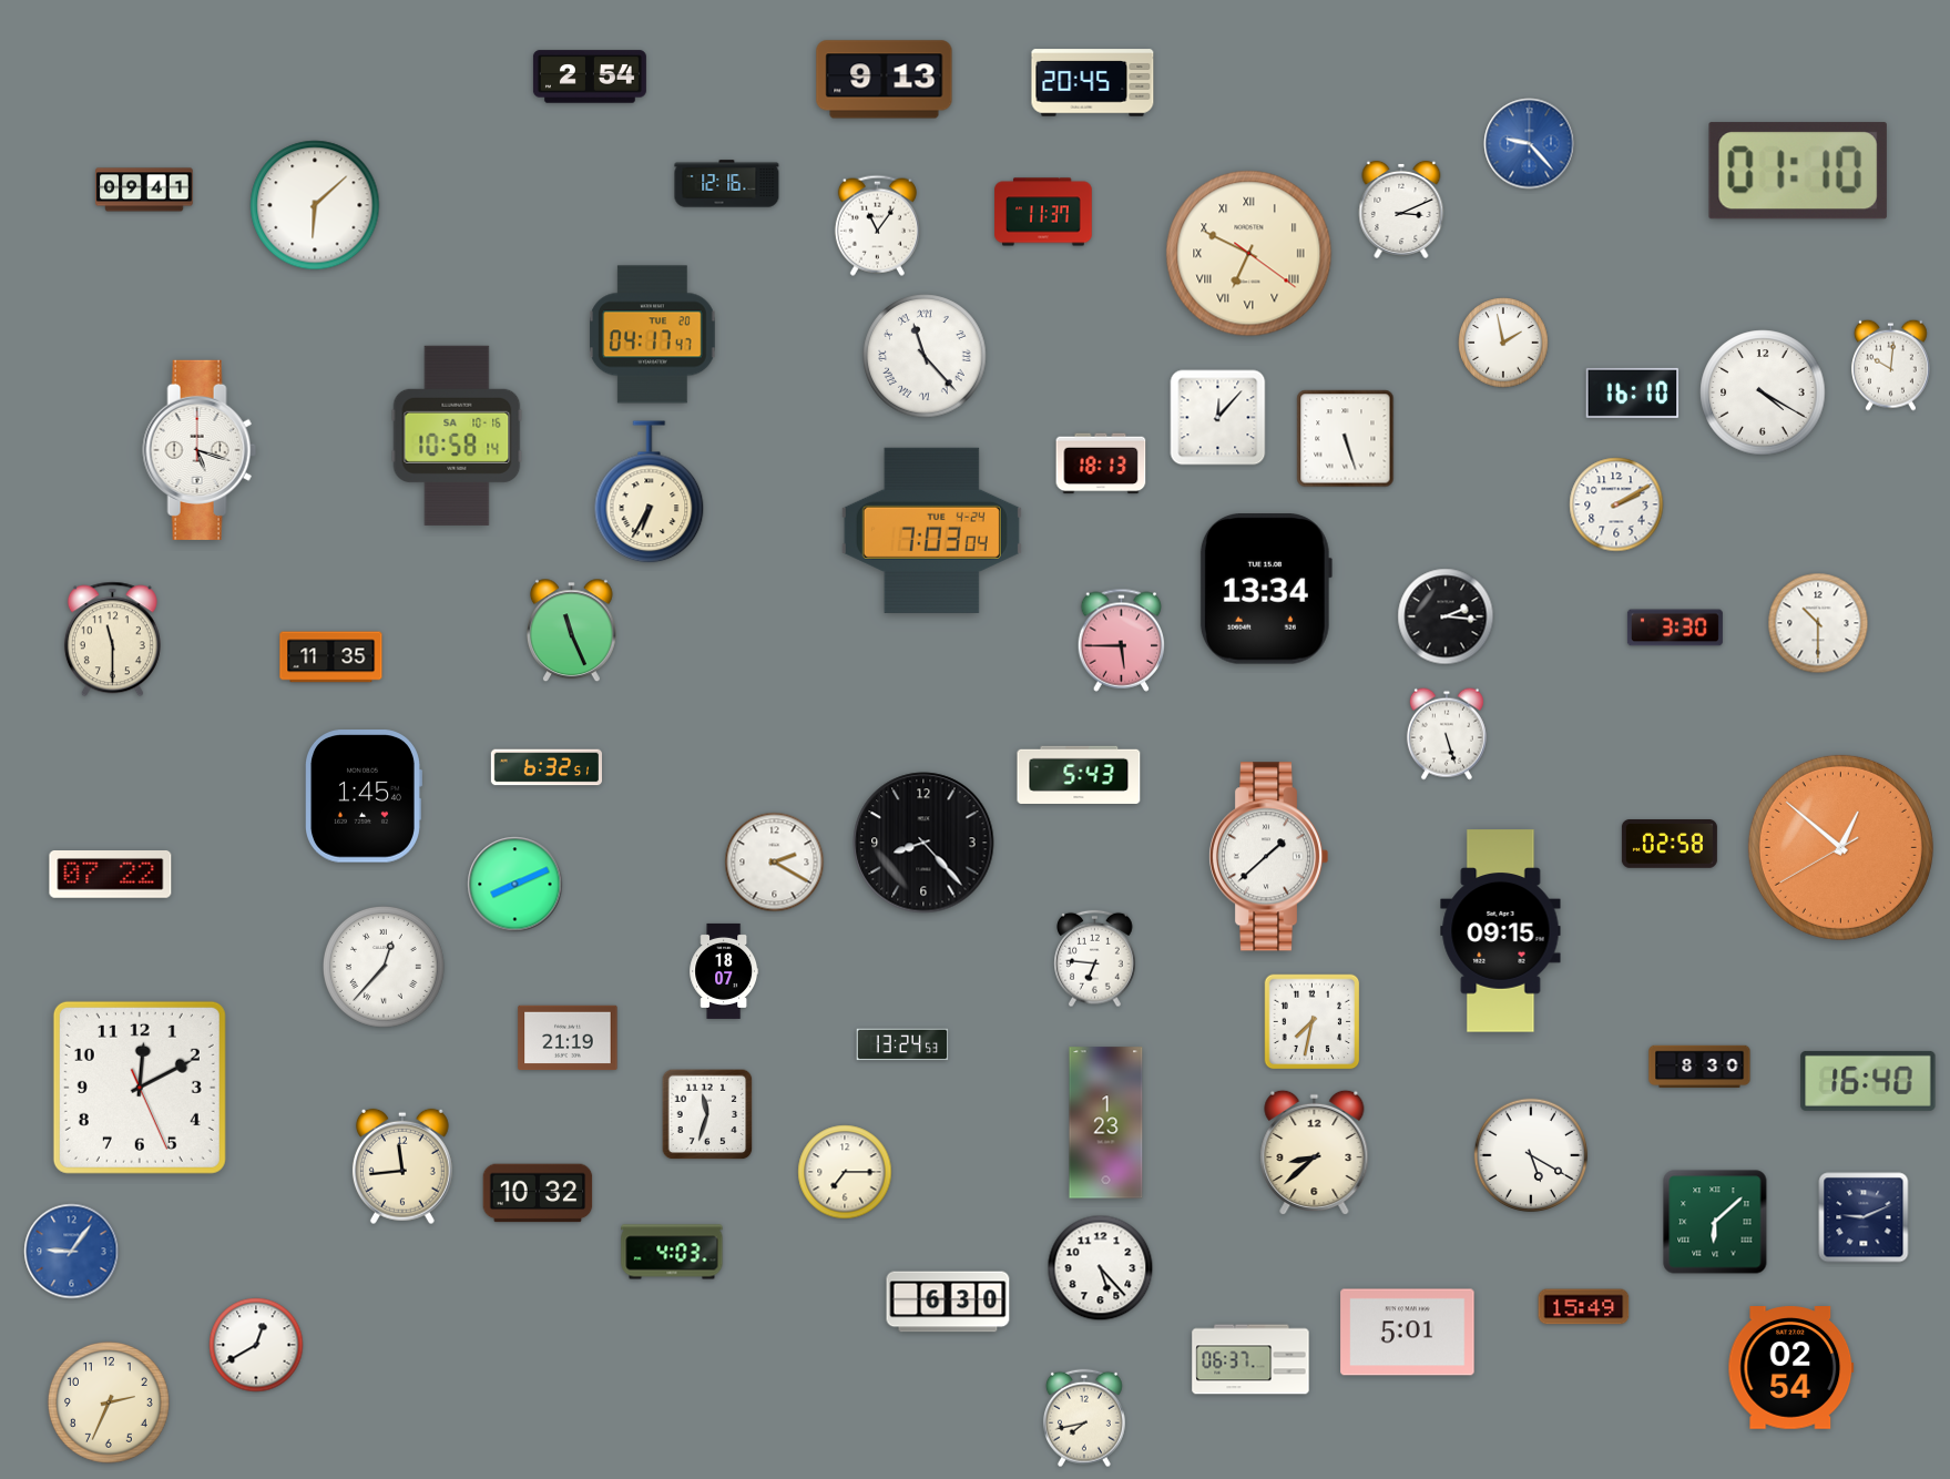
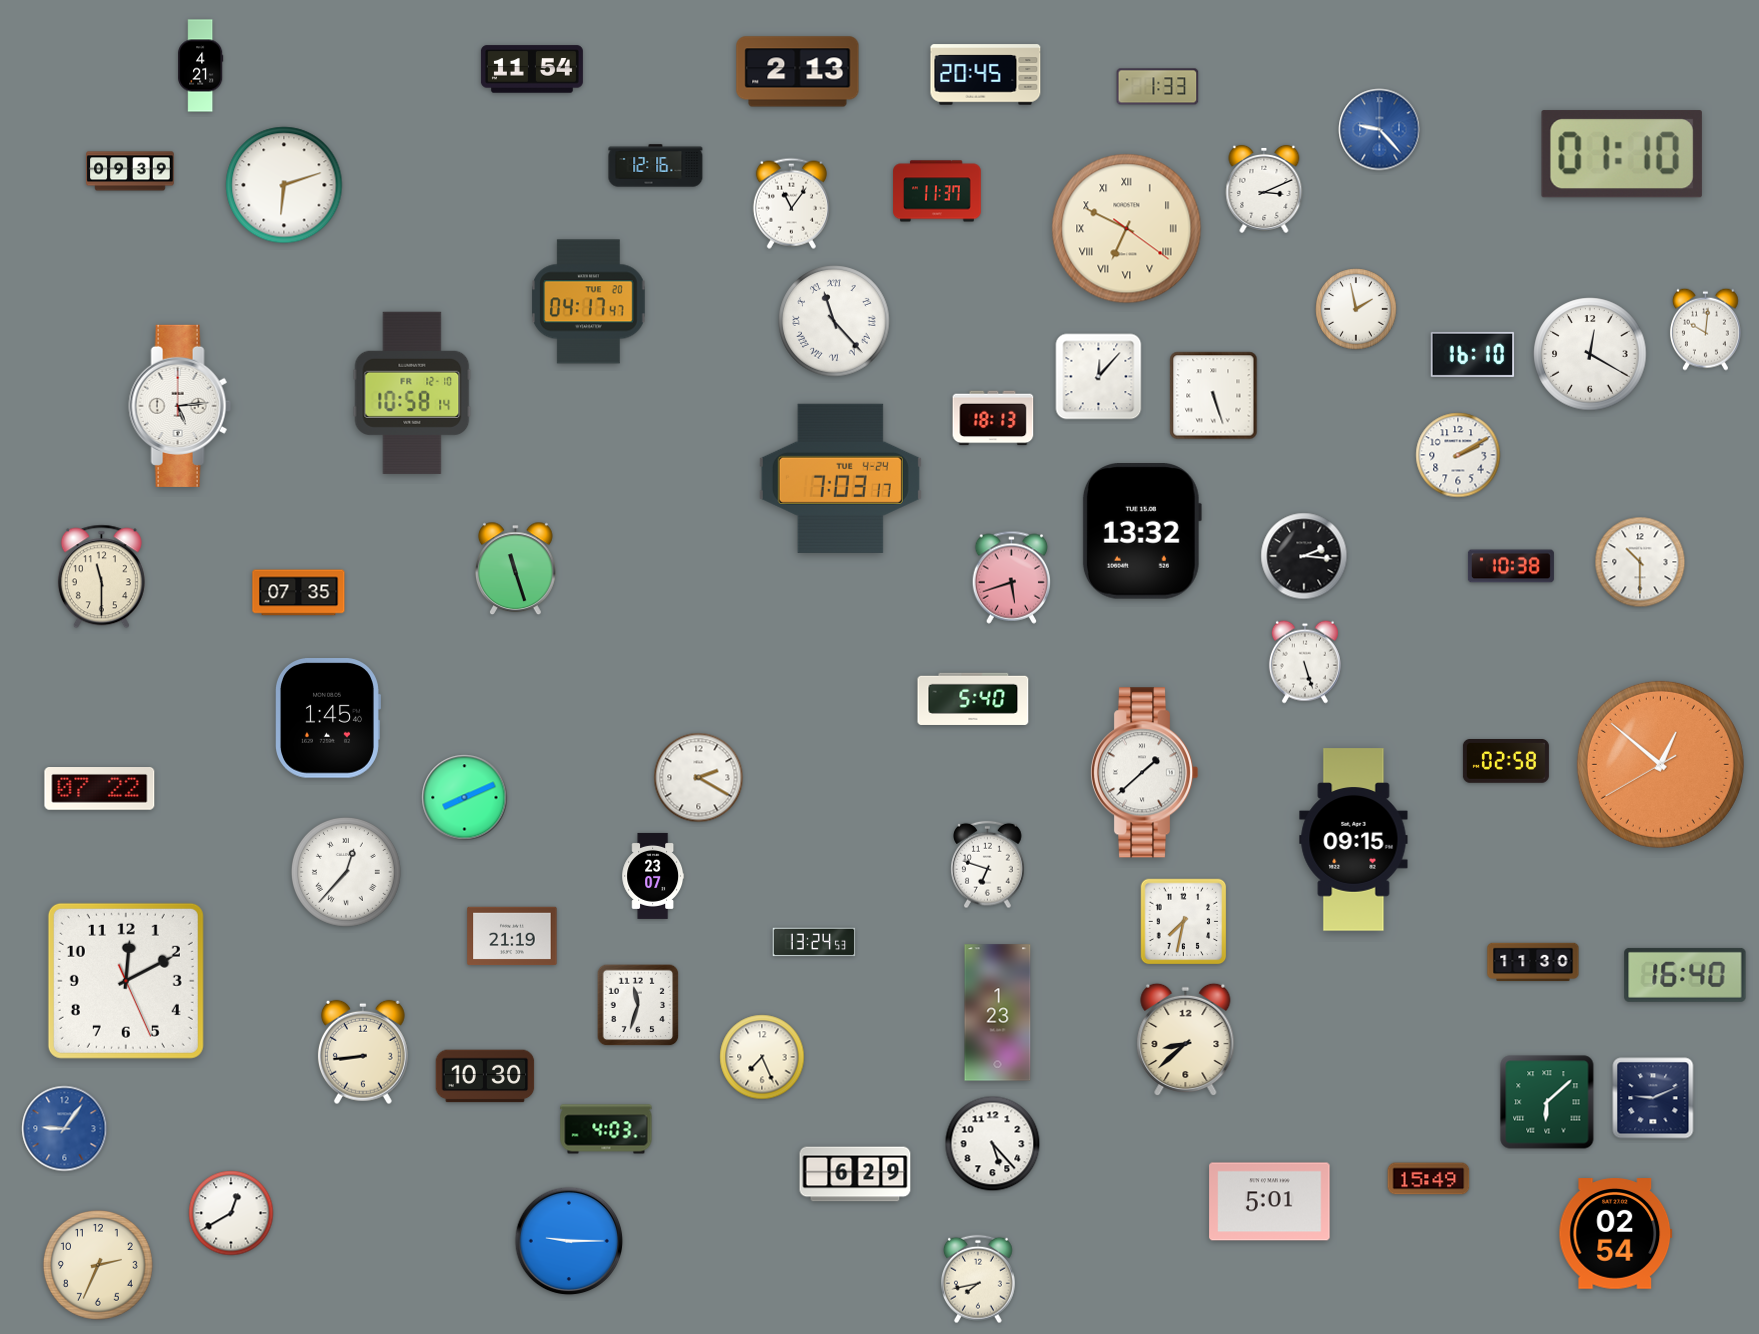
clock at (201, 66): none -> 4:21
clock at (590, 76): 2:54 -> 11:54
clock at (885, 80): 9:13 -> 2:13
clock at (1158, 87): none -> 1:33
clock at (144, 190): 09:41 -> 09:39
clock at (315, 205): 6:08 -> 6:12
clock at (1043, 212) position: (1043, 212) -> (937, 191)
clock at (1763, 392): 4:20 -> 12:20
clock at (457, 436) date: SA 10-16 -> FR 12-10
clock at (200, 450): 5:18 -> 5:14
clock at (650, 492): 6:35 -> none
clock at (931, 530): 7:03:04 -> 7:03:17
clock at (1266, 590): 13:34 -> 13:32
clock at (1675, 628): 3:30 -> 10:38
clock at (572, 631): 11:26 -> 11:27
clock at (1122, 640): 5:45 -> 5:42
clock at (331, 657): 11:35 -> 07:35
clock at (545, 767): 6:32 -> none
clock at (1079, 775): 5:43 -> 5:40
clock at (923, 843): 8:23 -> none
clock at (1095, 959): 6:46 -> 6:48
clock at (724, 971): 18:07 -> 23:07
clock at (1699, 1067): 8:30 -> 11:30
clock at (1531, 1155): 5:20 -> none
clock at (402, 1166): 11:44 -> 8:44
clock at (845, 1172): 7:15 -> 7:26
clock at (538, 1193): 10:32 -> 10:30
clock at (1864, 1217) position: (1864, 1217) -> (1653, 1098)
clock at (948, 1302): 6:30 -> 6:29
clock at (1250, 1359): 06:37 -> none
clock at (569, 1241): none -> 9:15
